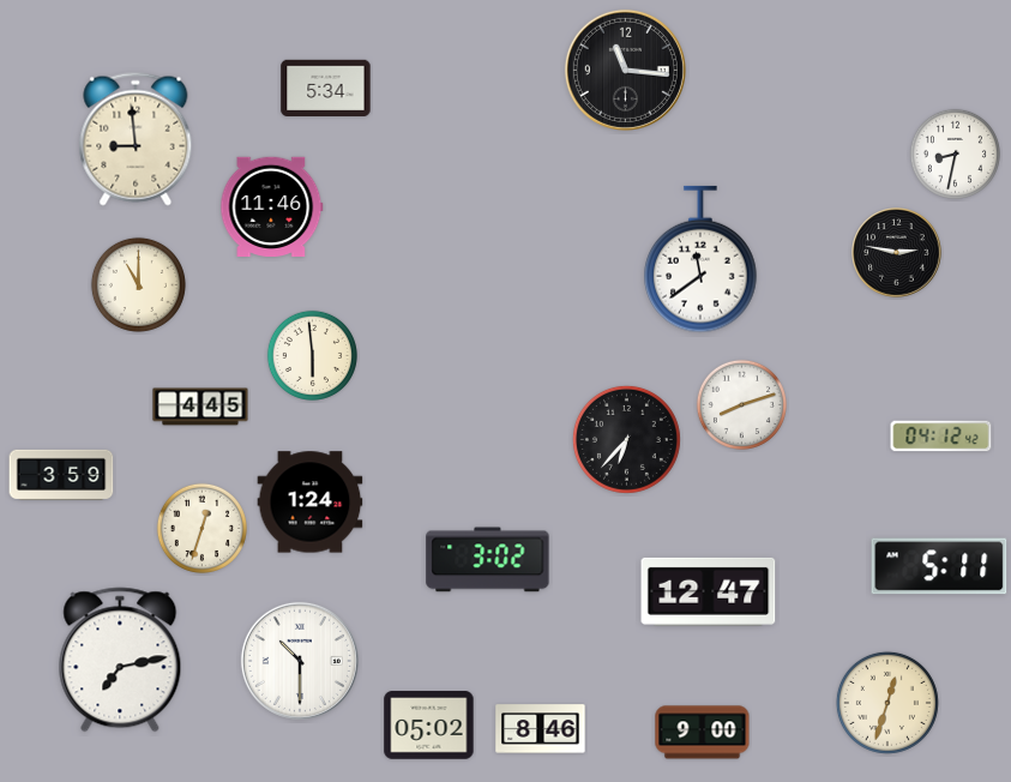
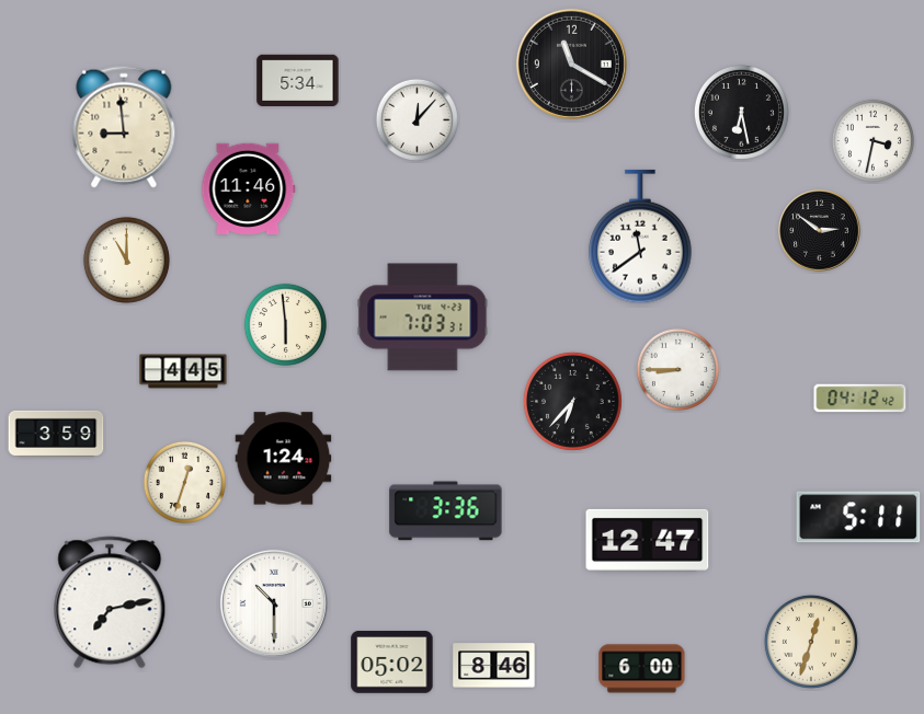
clock at (625, 70): 11:16 -> 11:20
clock at (741, 112): none -> 6:28
clock at (417, 119): none -> 12:07
clock at (955, 154): 8:32 -> 3:32
clock at (897, 253): 2:47 -> 2:51
clock at (423, 318): none -> 7:03
clock at (741, 404): 8:12 -> 8:45
clock at (488, 560): 3:02 -> 3:36
clock at (703, 733): 9:00 -> 6:00
